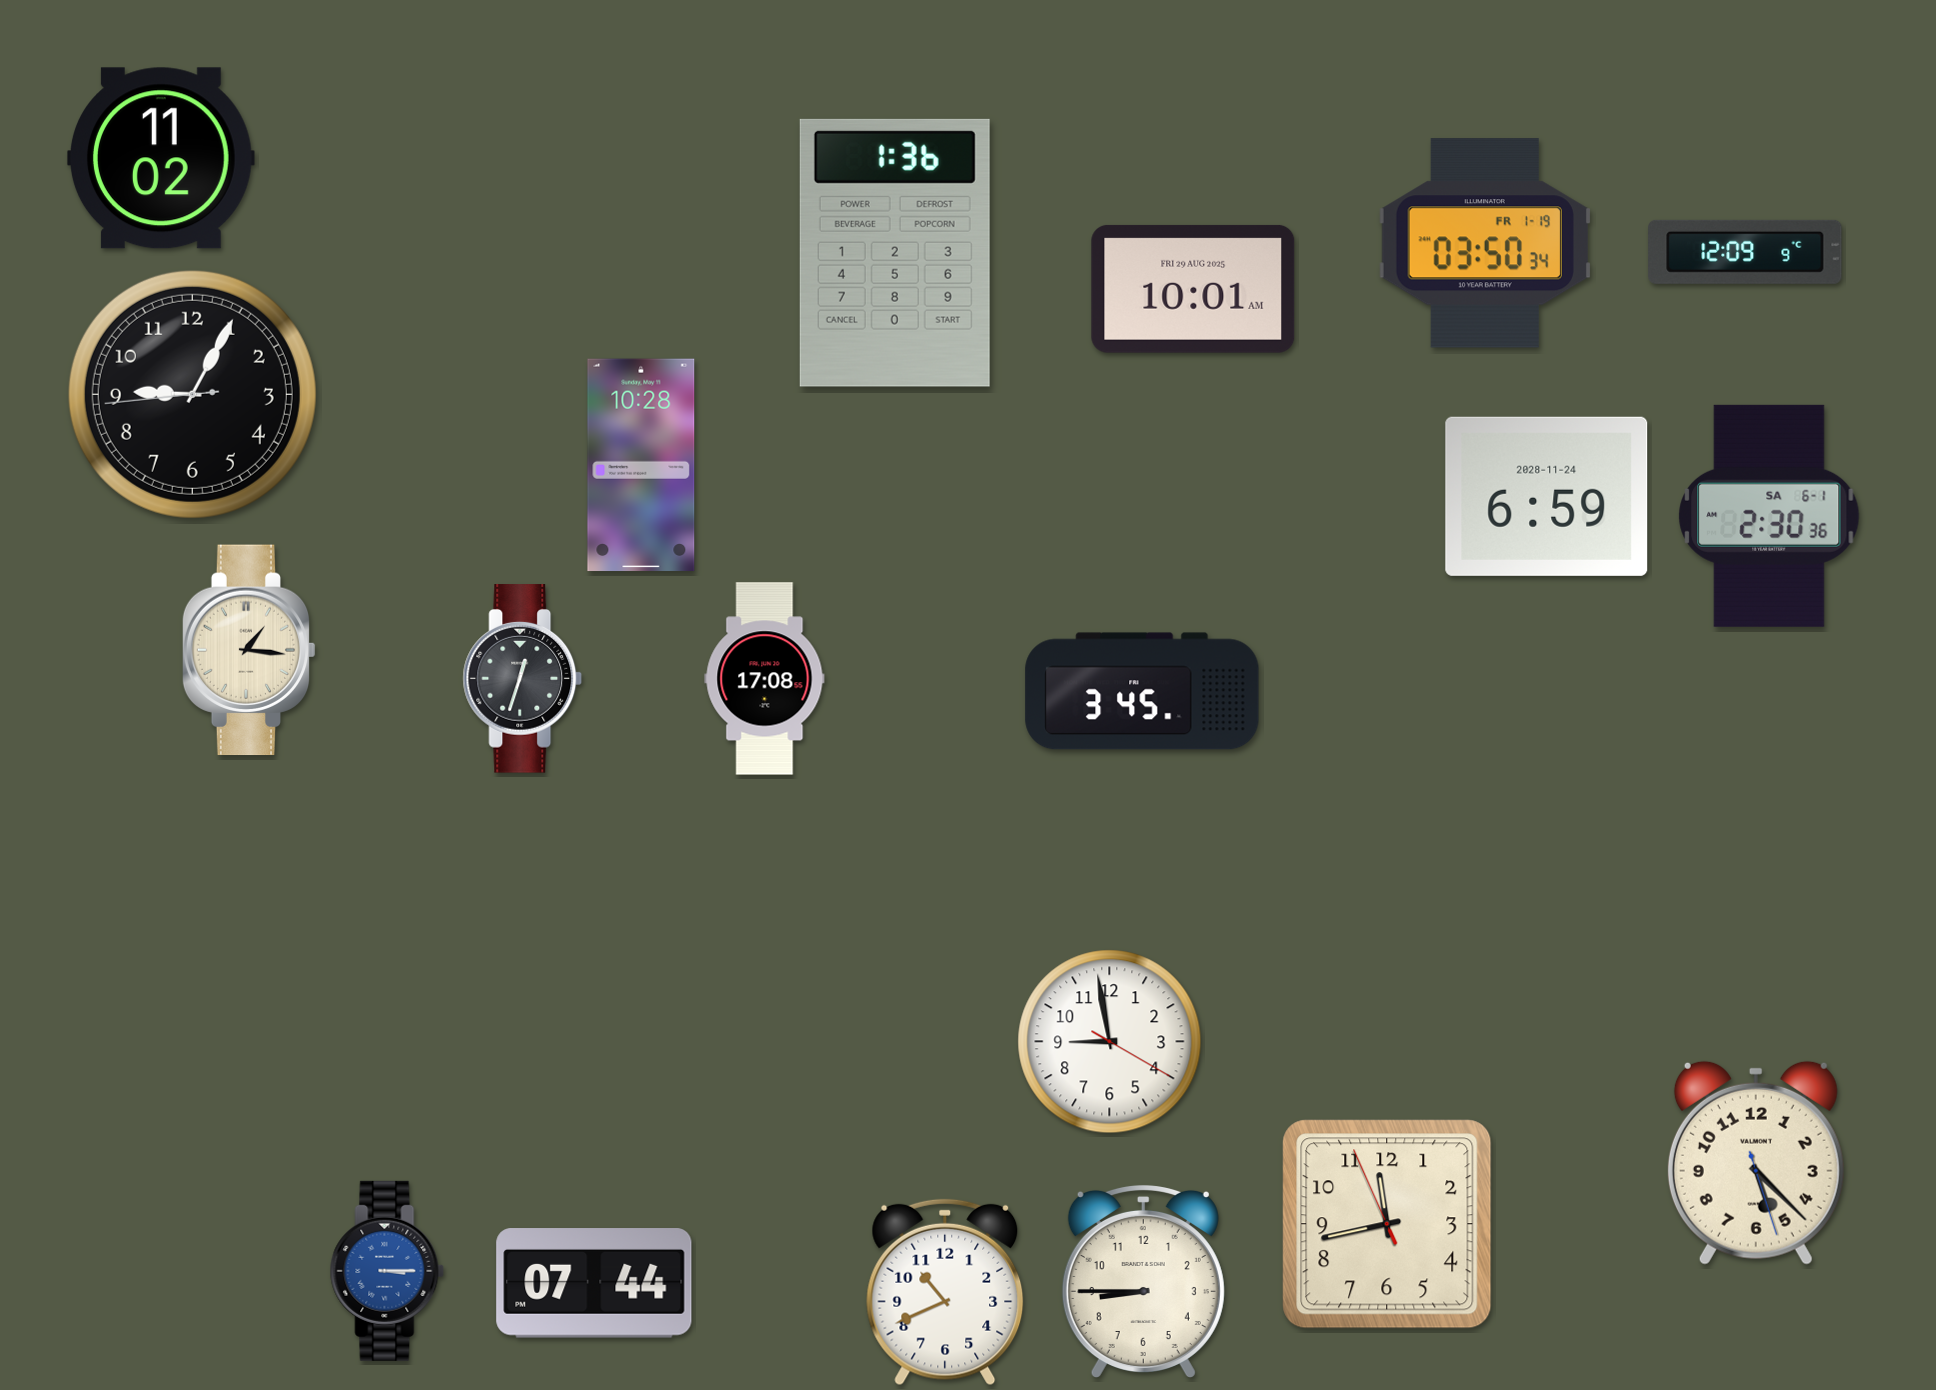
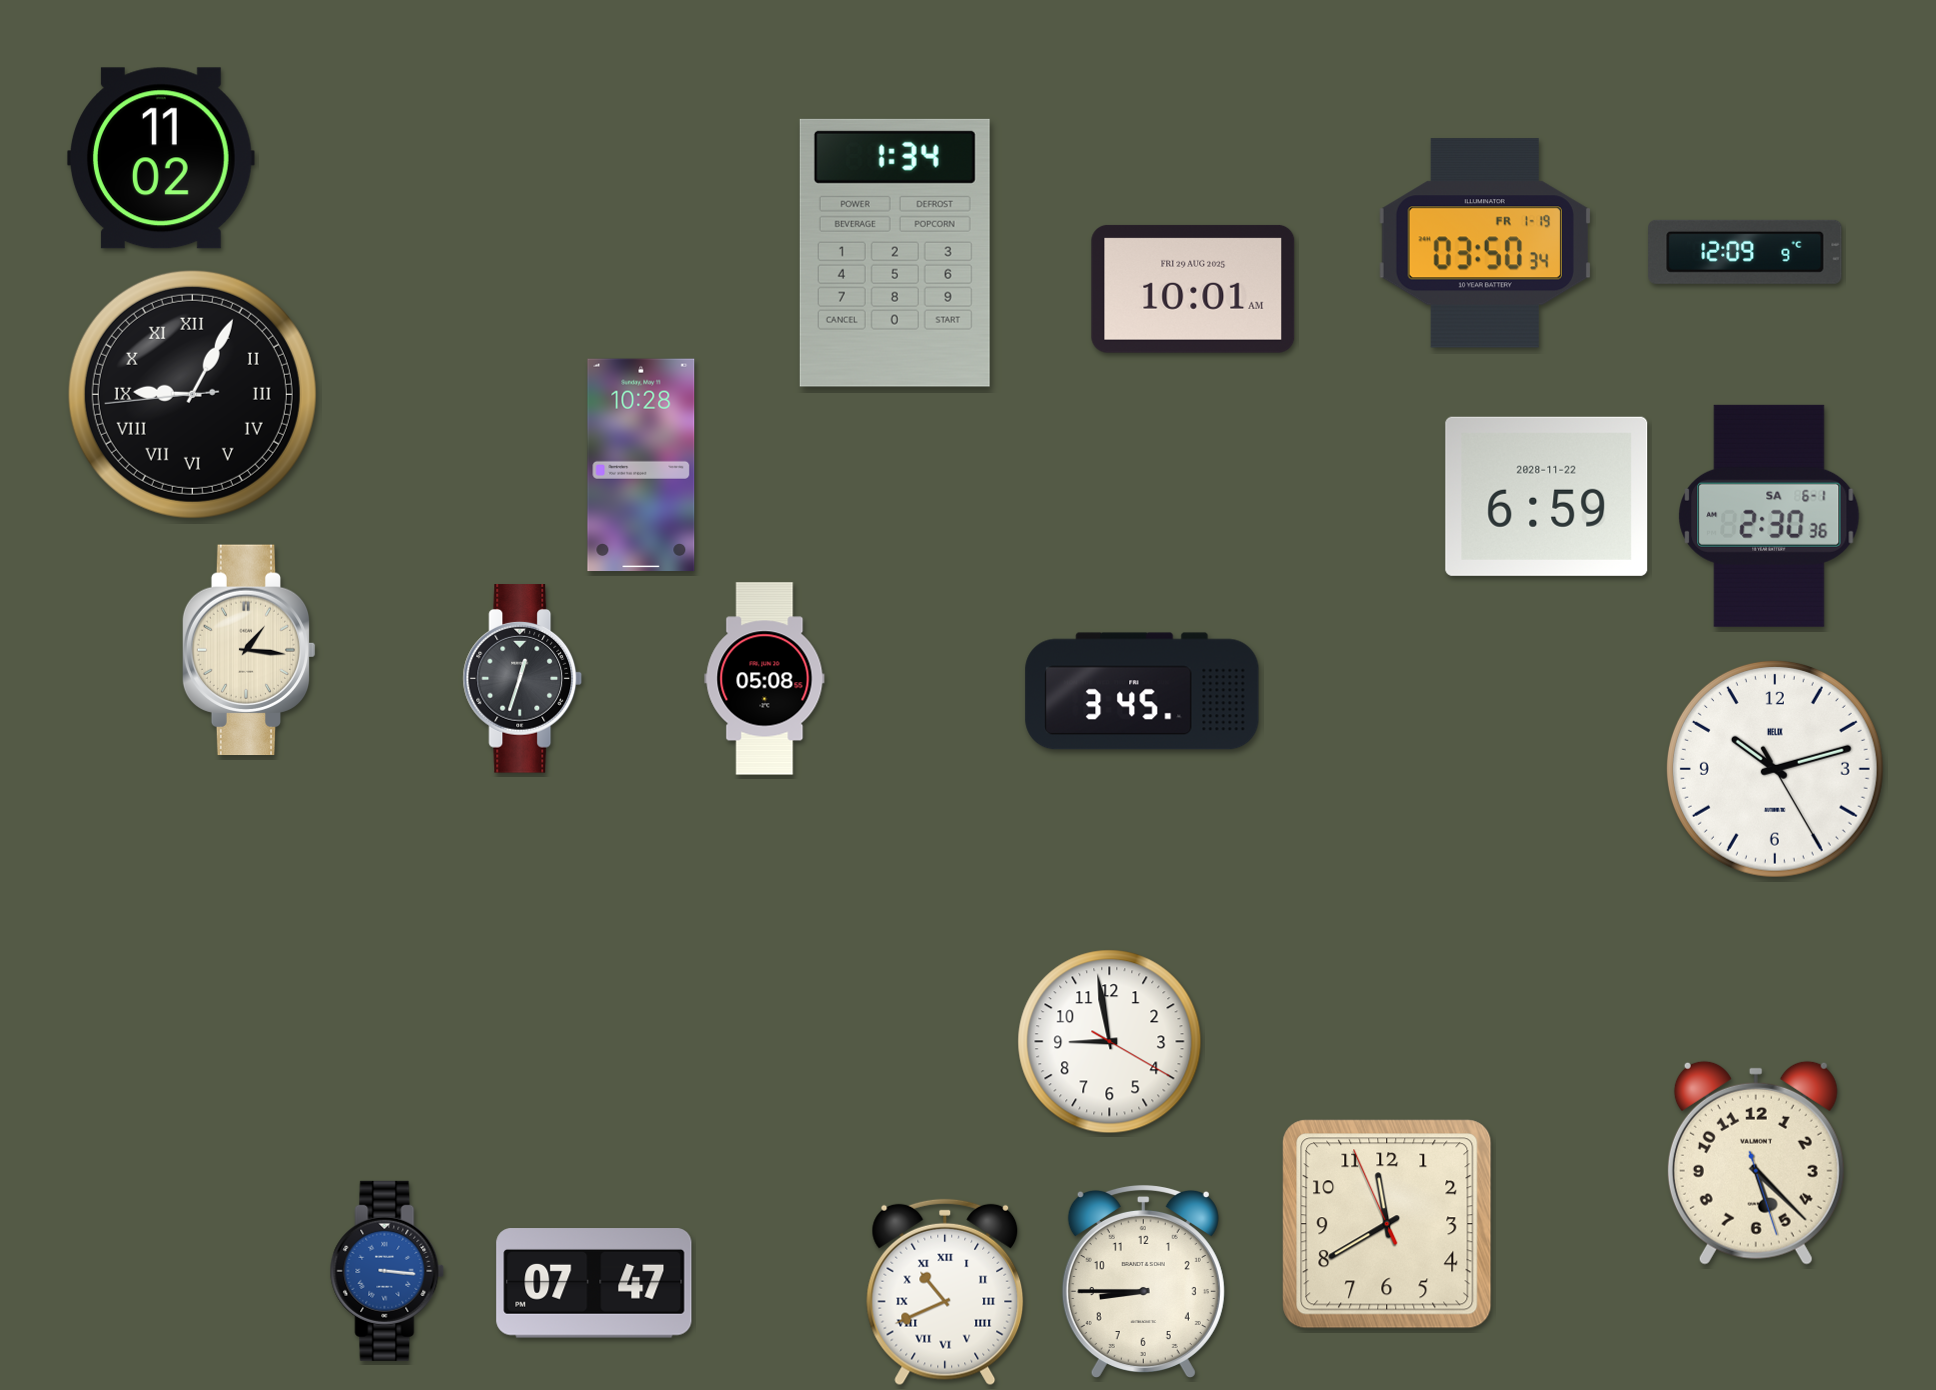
clock at (895, 253): 1:36 -> 1:34
clock at (192, 394) numerals: Arabic -> Roman
clock at (1547, 496) date: 2028-11-24 -> 2028-11-22
clock at (765, 679): 17:08 -> 05:08
clock at (1775, 769): none -> 10:12
clock at (1387, 1224): 11:42 -> 11:39
clock at (387, 1271): 3:15 -> 3:16
clock at (594, 1283): 07:44 -> 07:47
clock at (945, 1292) numerals: Arabic -> Roman
